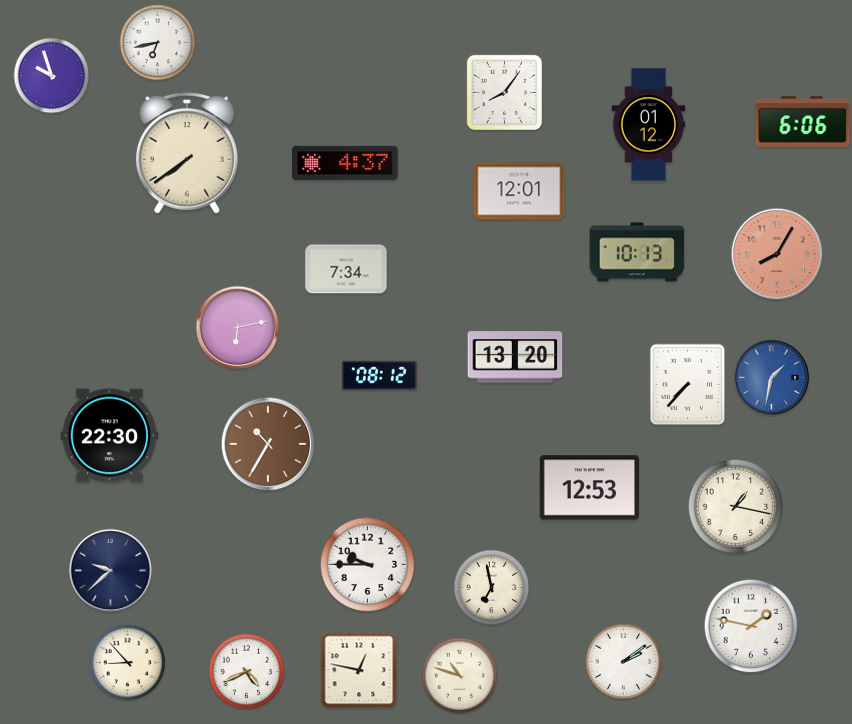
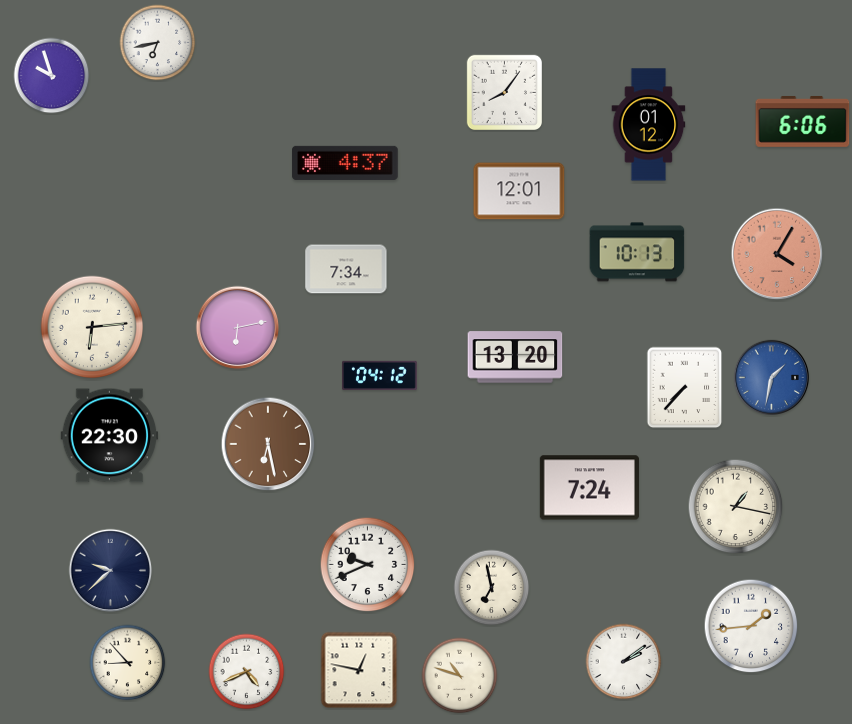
clock at (187, 153): 7:39 -> none
clock at (777, 254): 8:05 -> 4:05
clock at (92, 327): none -> 6:14
clock at (380, 375): 08:12 -> 04:12
clock at (688, 385) position: (688, 385) -> (685, 388)
clock at (268, 444): 10:35 -> 6:28
clock at (589, 488): 12:53 -> 7:24
clock at (368, 565): 9:45 -> 9:41
clock at (751, 626): 1:47 -> 1:44
